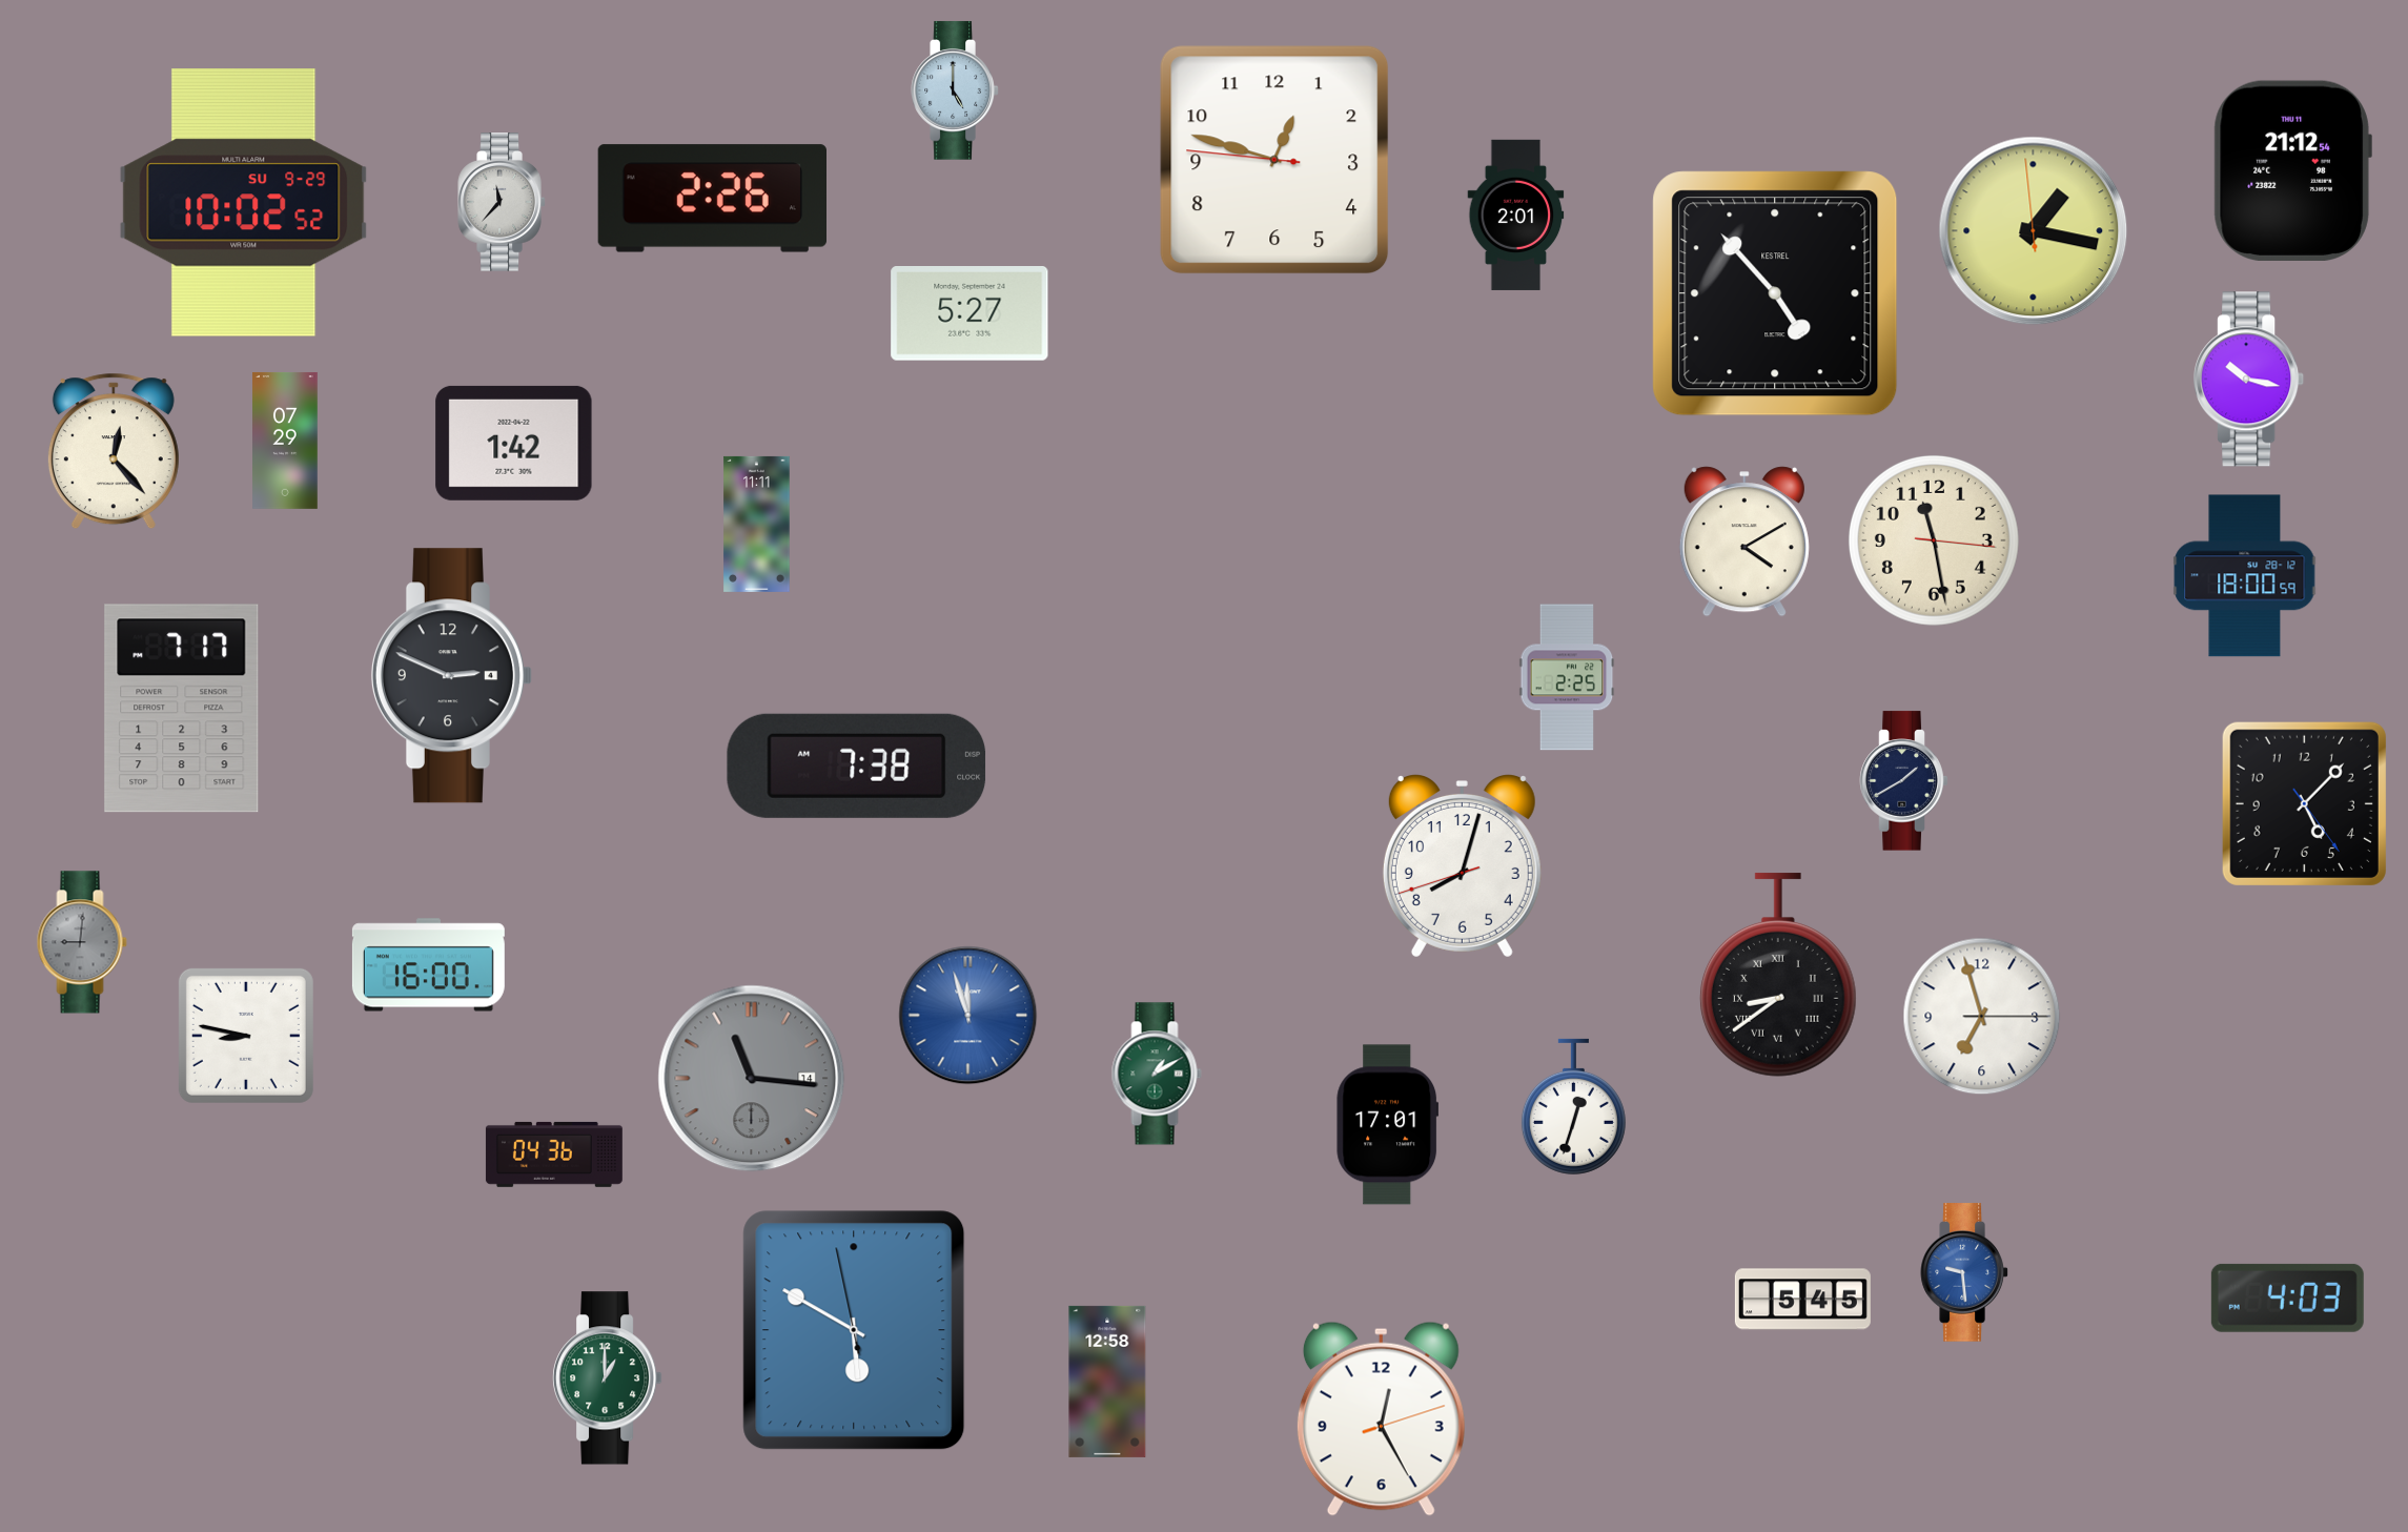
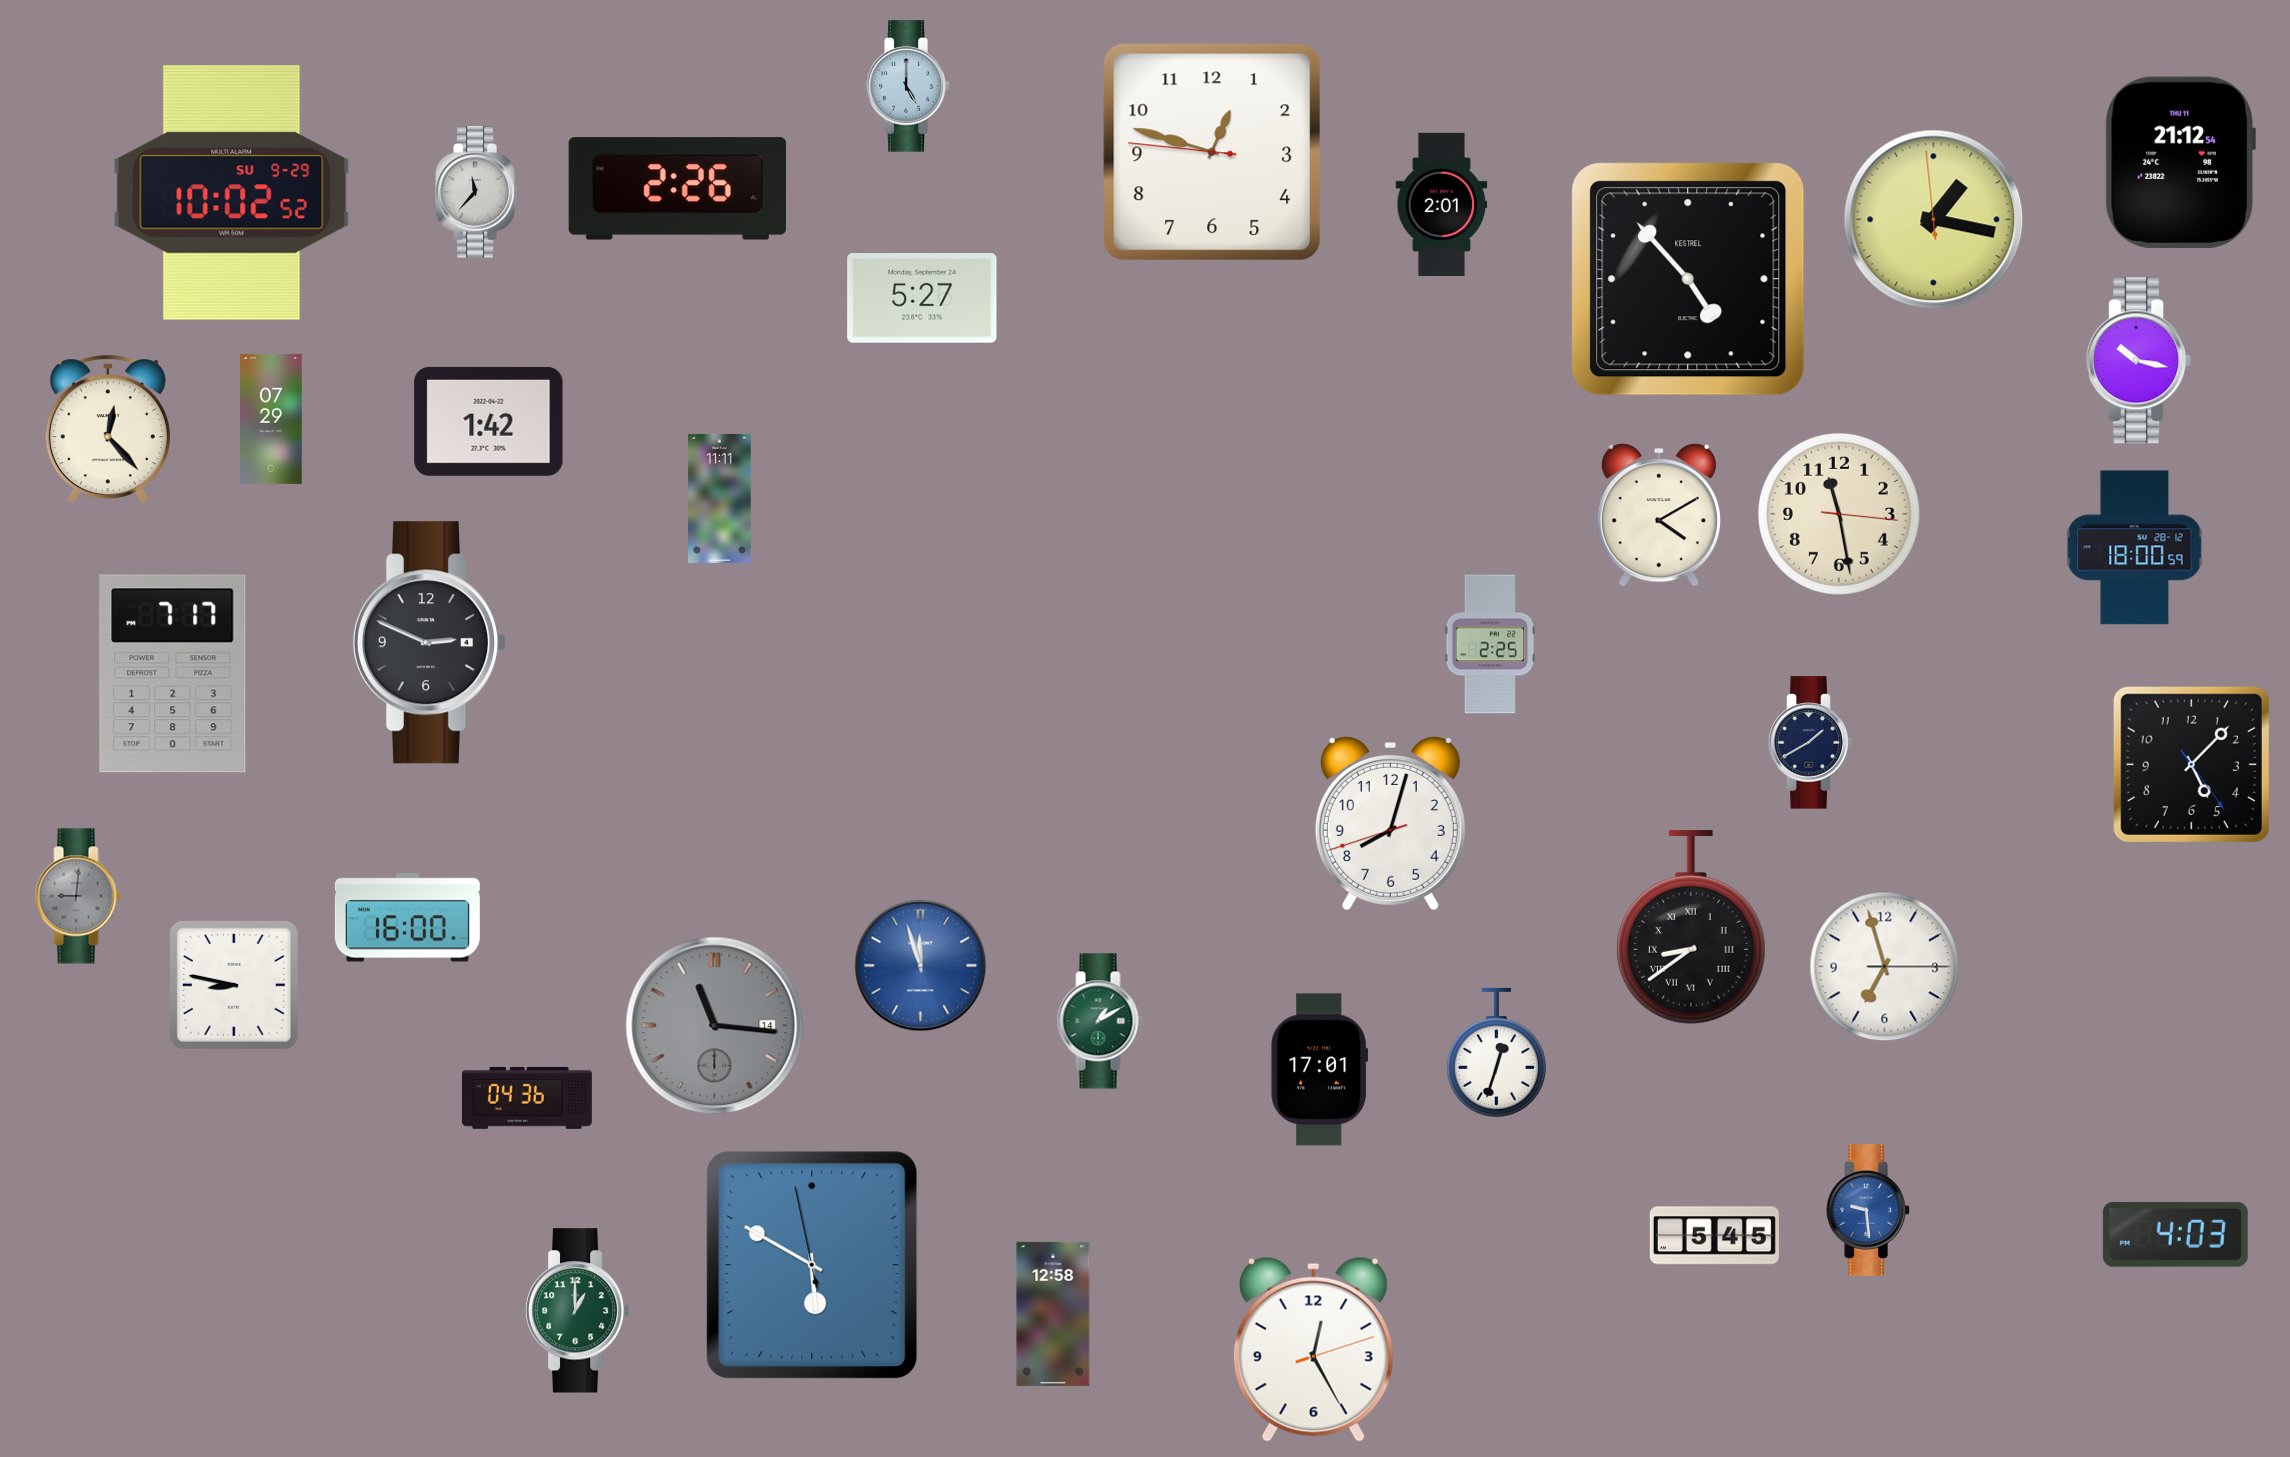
clock at (857, 765): 7:38 -> none
